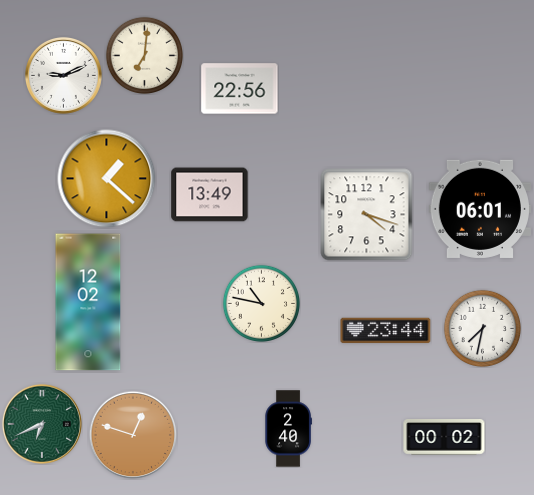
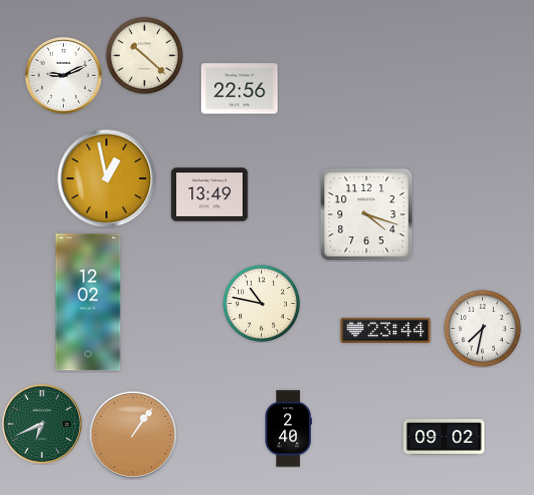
clock at (144, 55): 7:01 -> 10:22
clock at (107, 179): 1:22 -> 12:58
clock at (479, 209): 06:01 -> none
clock at (133, 435): 12:48 -> 1:06
clock at (444, 438): 00:02 -> 09:02
